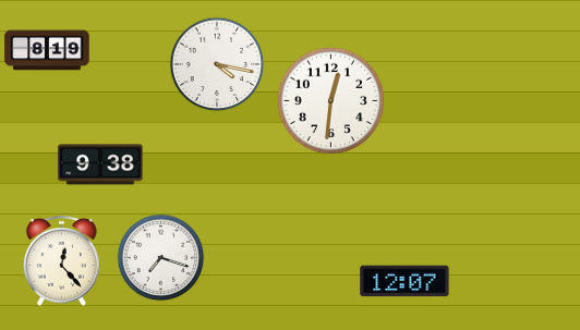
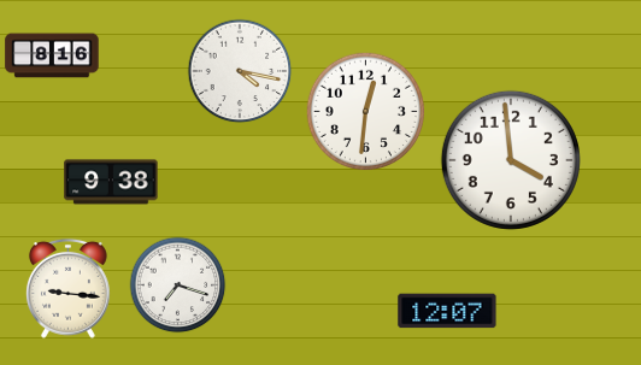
clock at (47, 50): 8:19 -> 8:16
clock at (511, 160): none -> 3:59
clock at (62, 260): 12:23 -> 9:16
